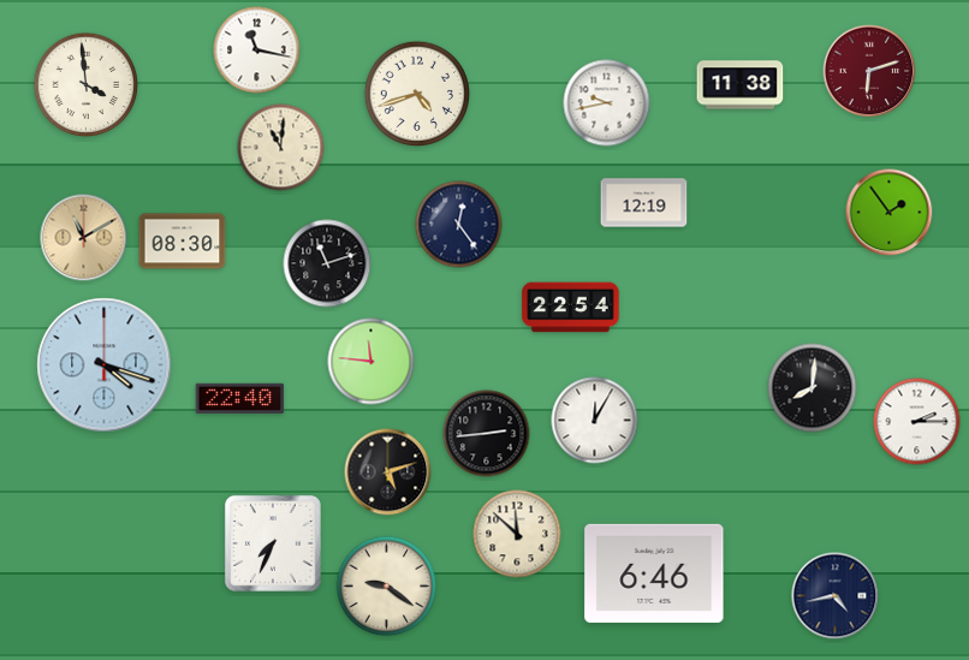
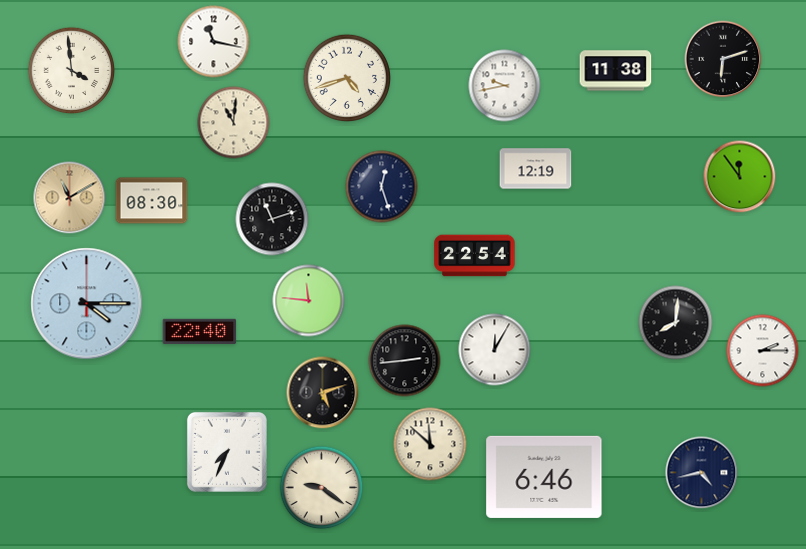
clock at (869, 71) dial: burgundy -> black
clock at (890, 213): 1:54 -> 11:54
clock at (459, 225): 12:24 -> 12:27
clock at (105, 365): 4:18 -> 4:15
clock at (836, 596) position: (836, 596) -> (702, 473)
